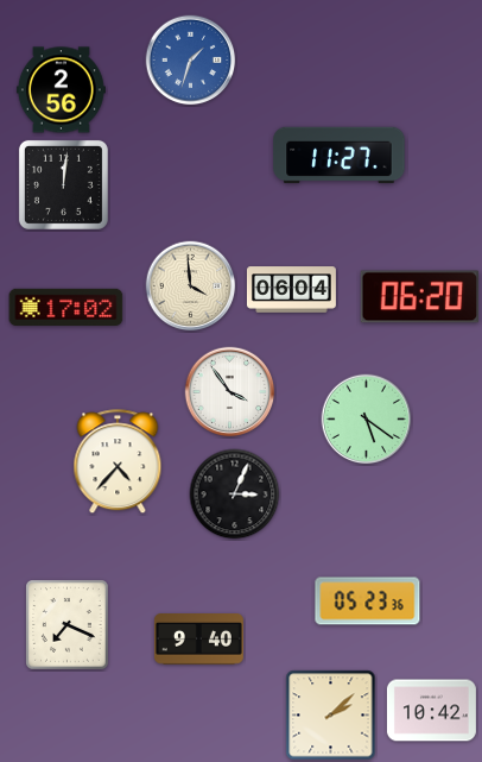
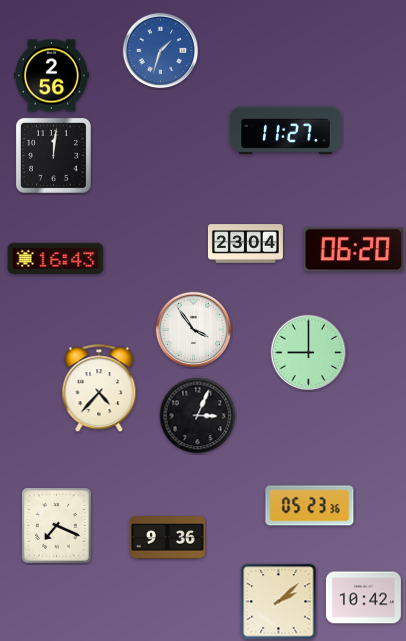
clock at (191, 286): 3:59 -> none
clock at (291, 290): 06:04 -> 23:04
clock at (66, 307): 17:02 -> 16:43
clock at (367, 420): 5:21 -> 9:00
clock at (198, 640): 9:40 -> 9:36
